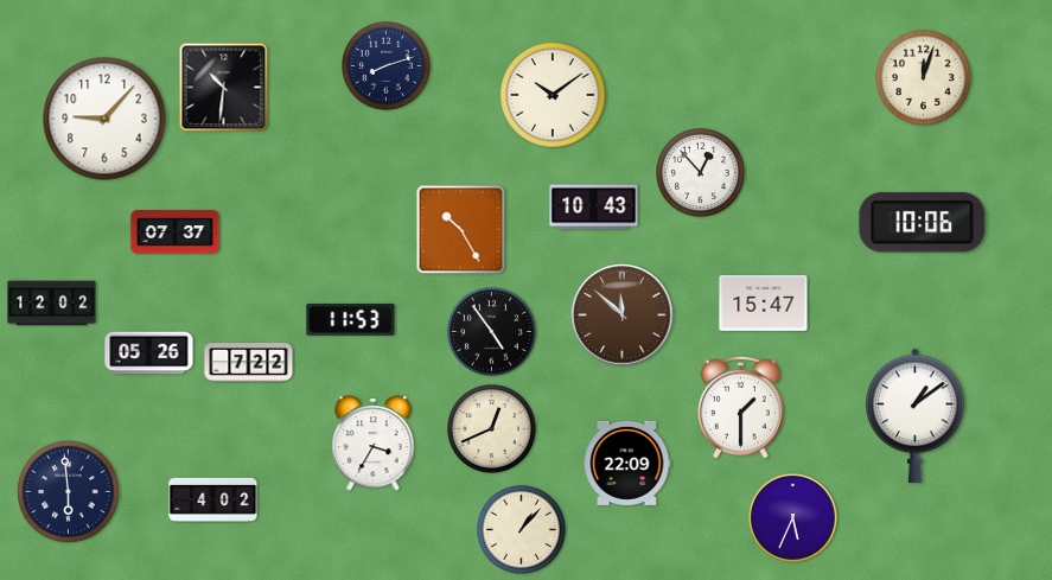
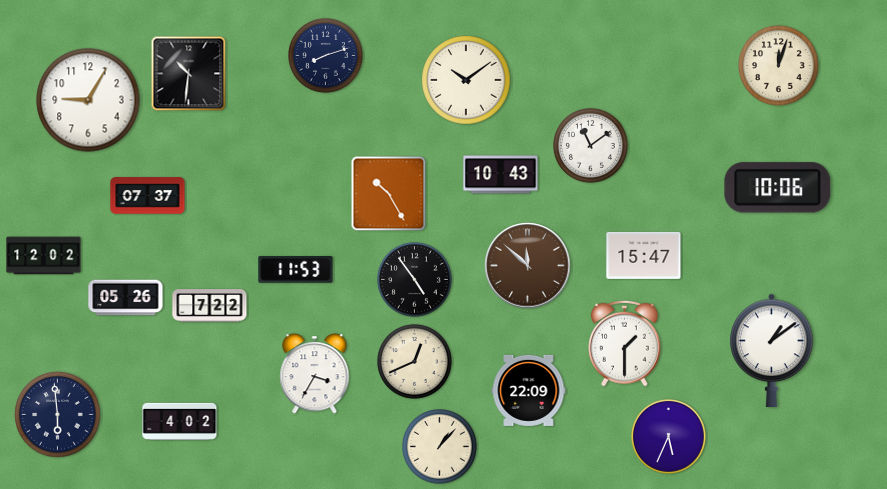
clock at (104, 119): 9:07 -> 9:05
clock at (701, 173): 12:53 -> 11:09
clock at (623, 316) position: (623, 316) -> (528, 266)
